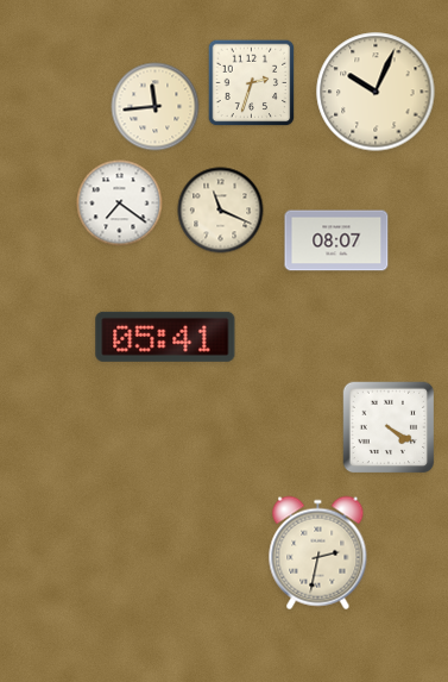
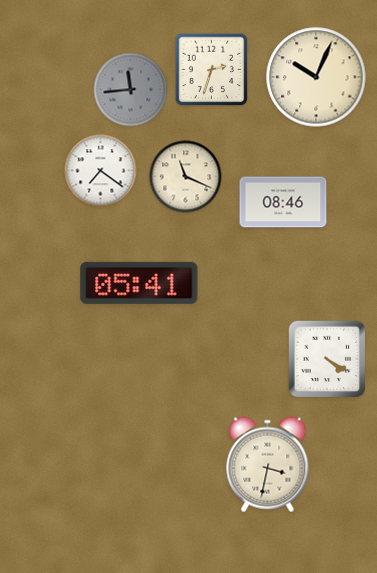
clock at (156, 107) dial: cream -> grey
clock at (336, 240): 08:07 -> 08:46
clock at (318, 553): 2:32 -> 3:32
